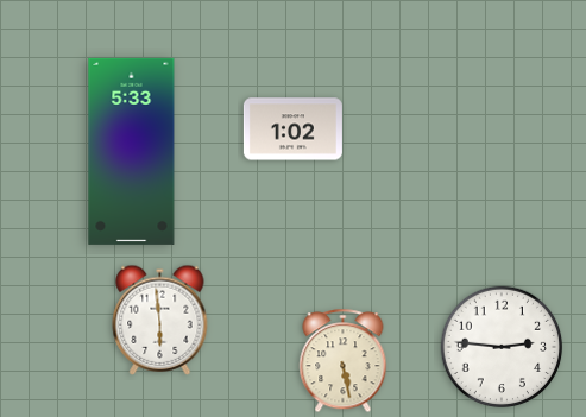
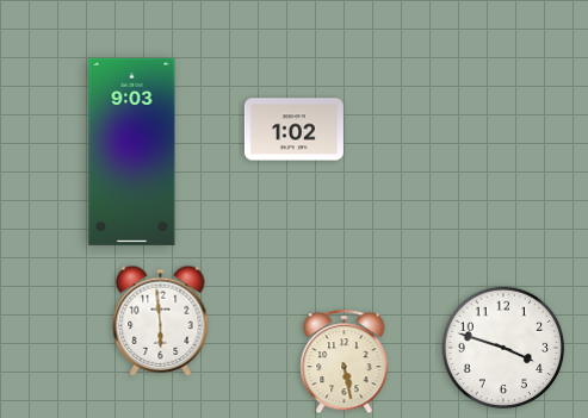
clock at (132, 151): 5:33 -> 9:03
clock at (502, 347): 2:46 -> 3:48
